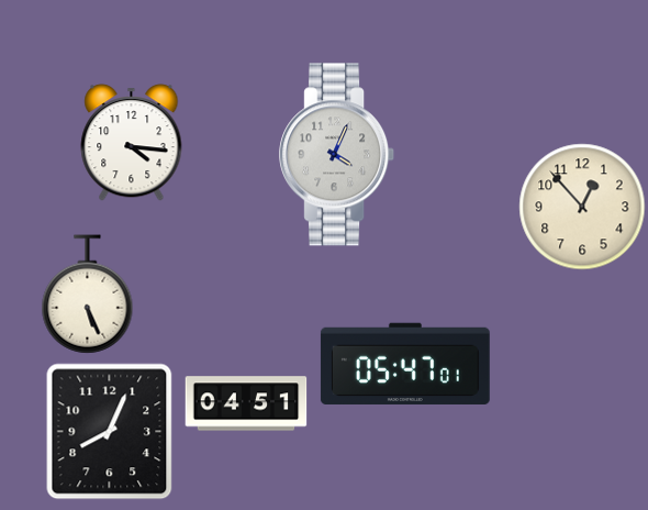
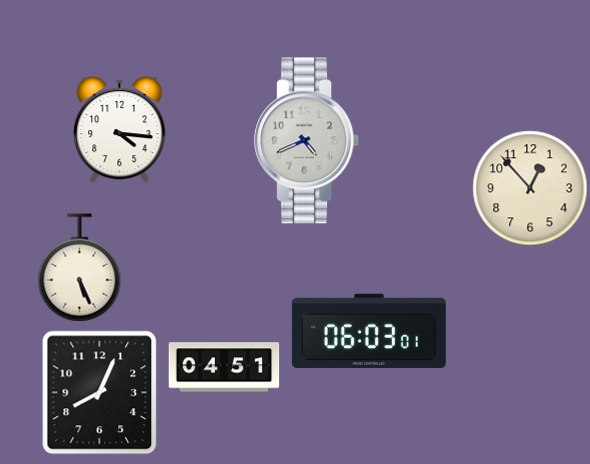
clock at (337, 155): 4:04 -> 4:41
clock at (405, 363): 05:47 -> 06:03
